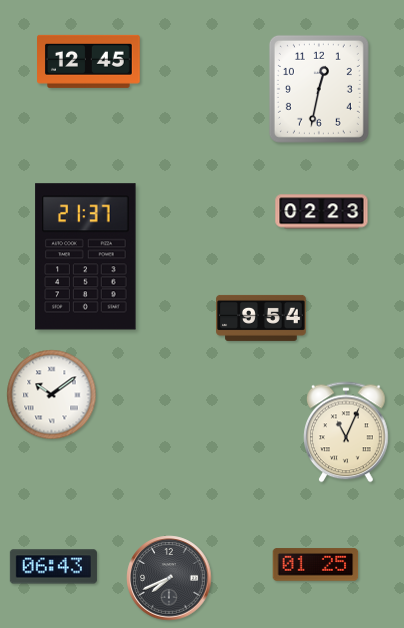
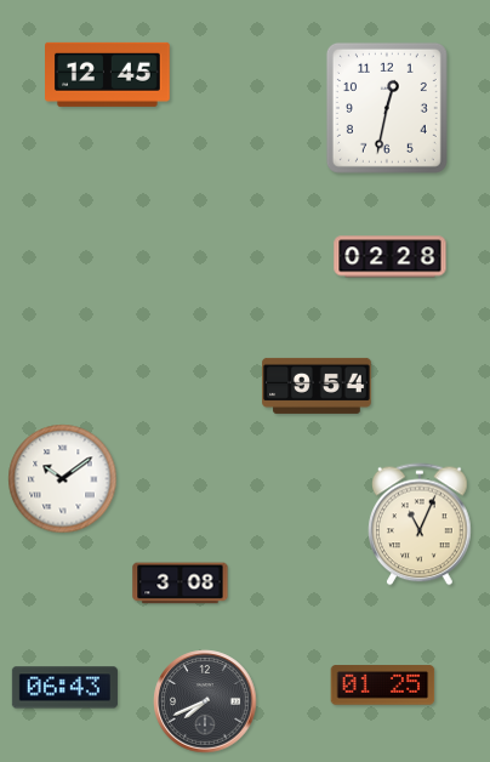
clock at (322, 212): 02:23 -> 02:28
clock at (86, 257): 21:37 -> none
clock at (181, 584): none -> 3:08
